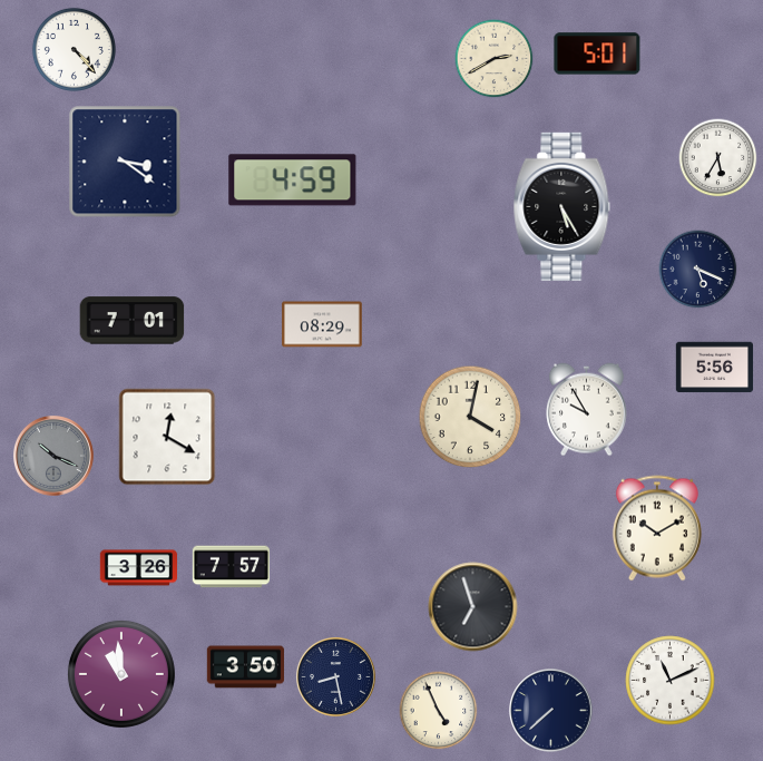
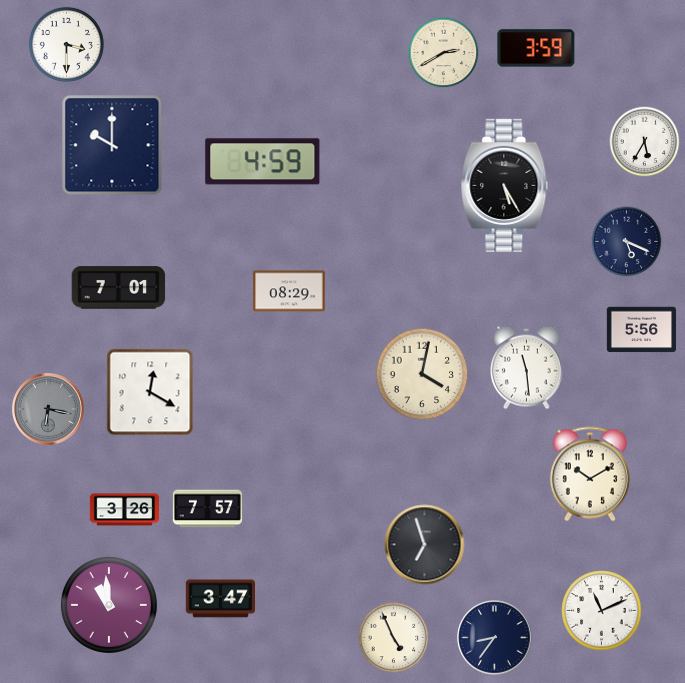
clock at (74, 49): 4:23 -> 3:30
clock at (597, 53): 5:01 -> 3:59
clock at (125, 162): 3:21 -> 10:00
clock at (587, 410): 9:55 -> 11:29
clock at (55, 457): 10:19 -> 6:17
clock at (246, 667): 3:50 -> 3:47
clock at (335, 676): 8:28 -> none
clock at (551, 711): 7:38 -> 8:36
